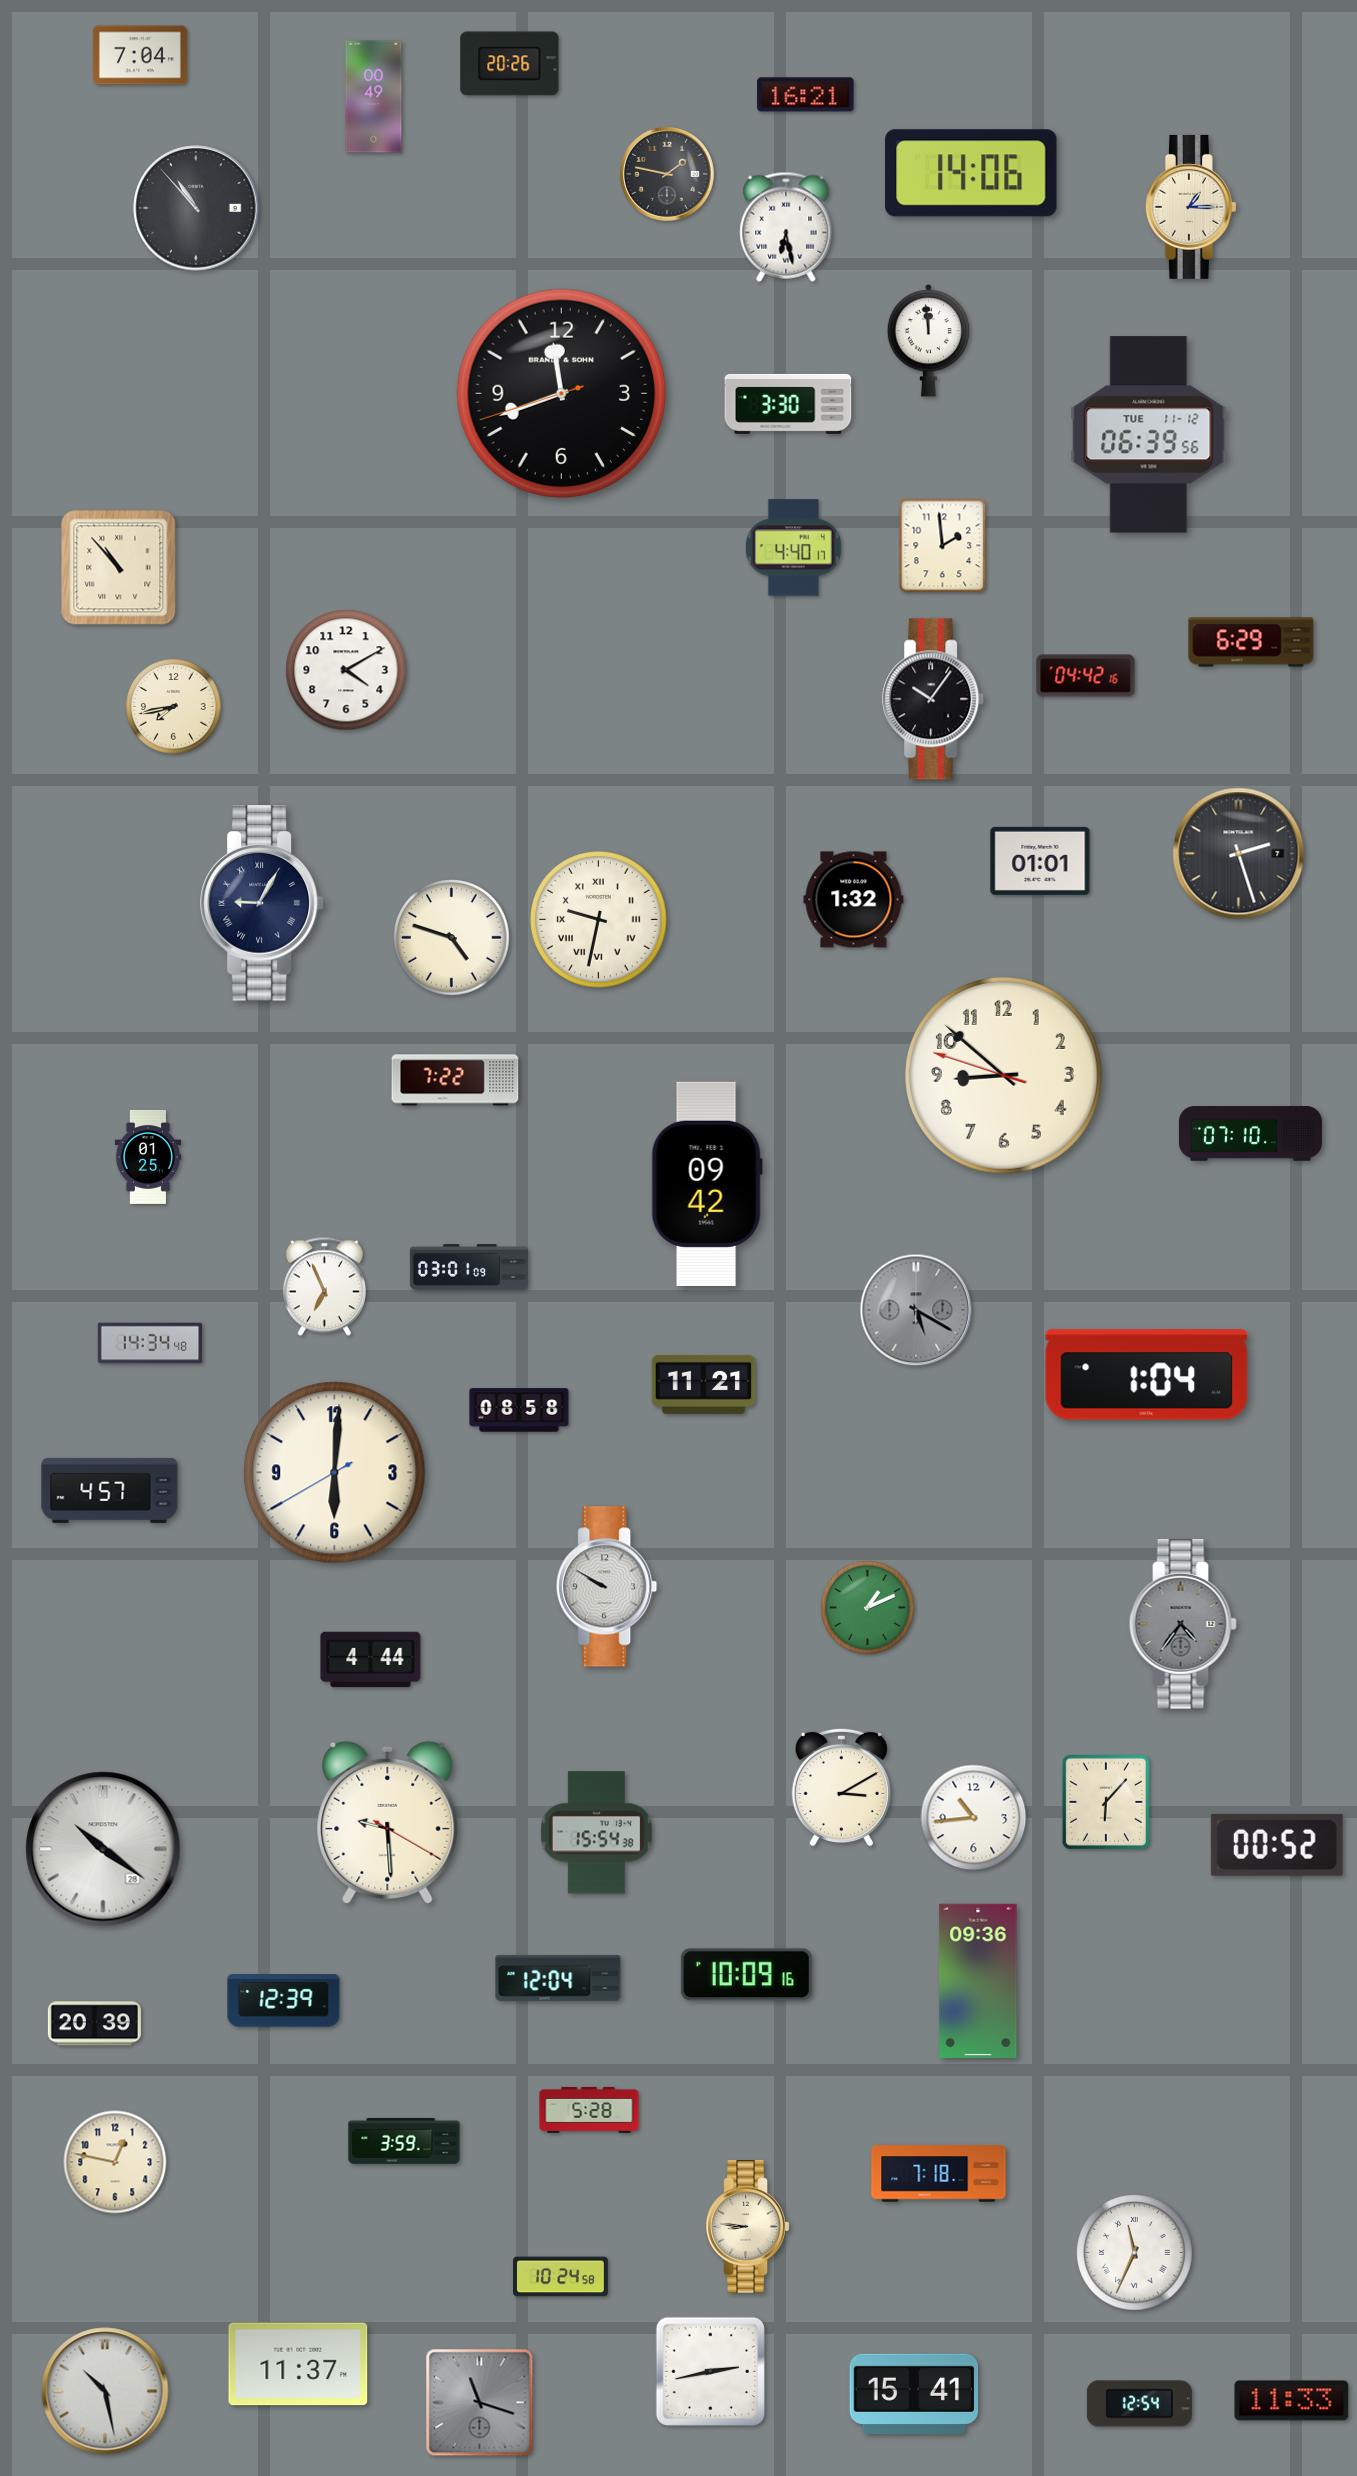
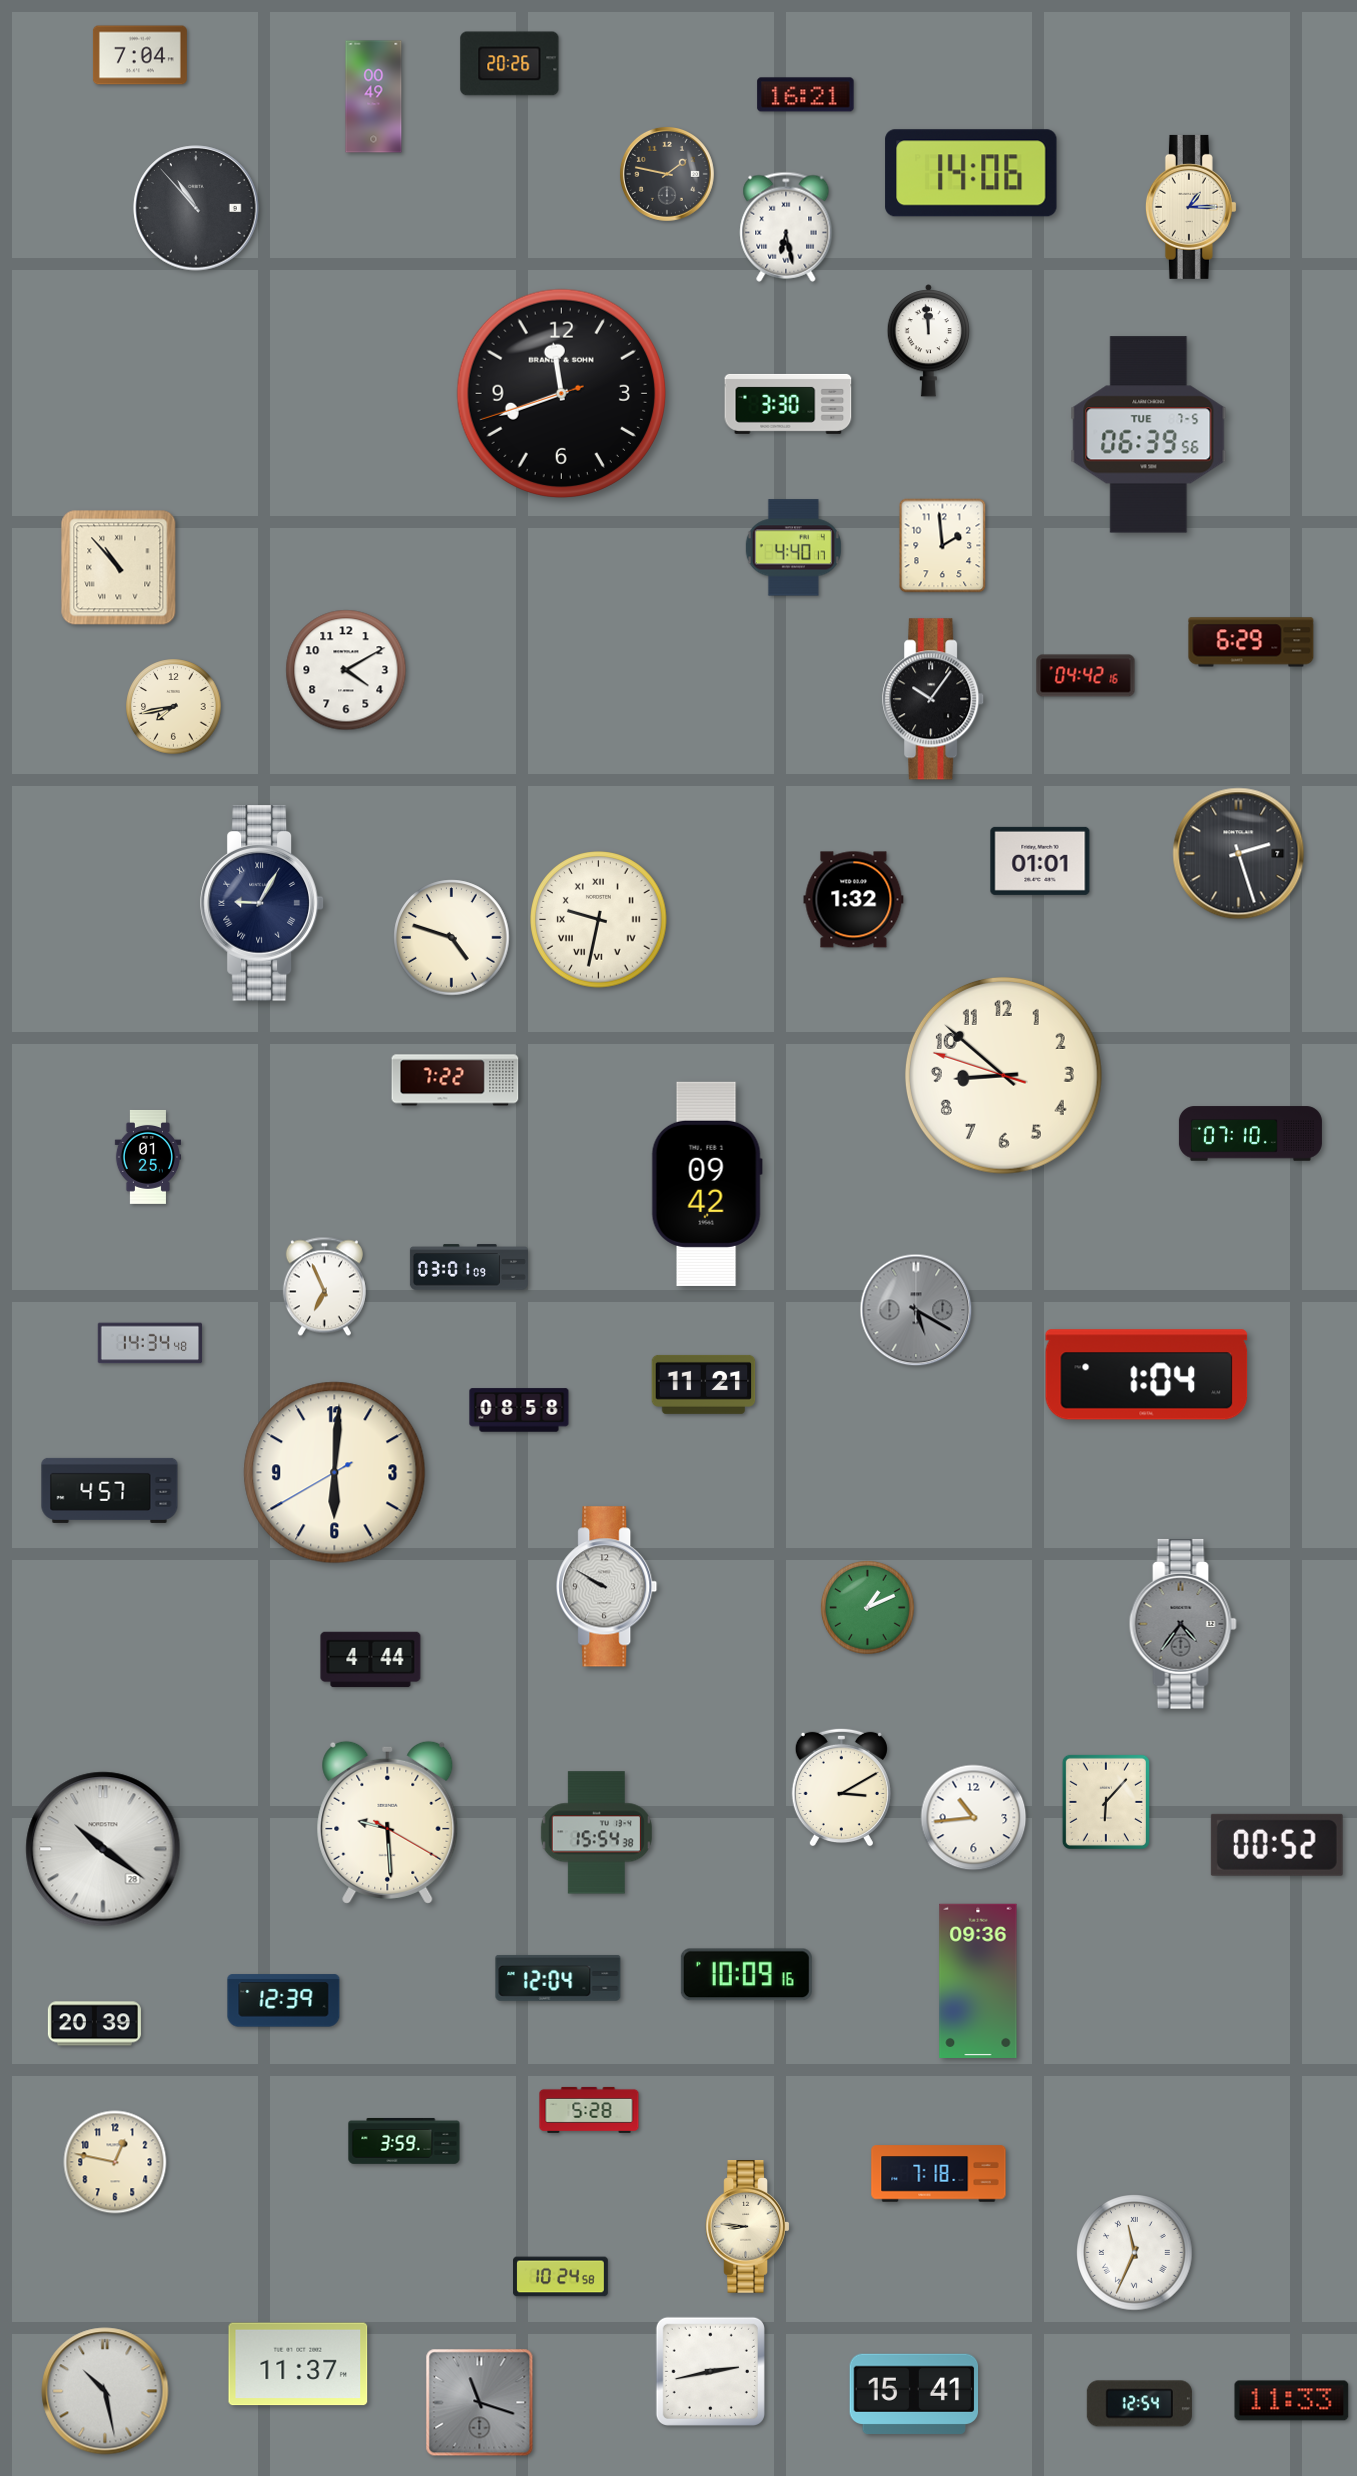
clock at (1149, 435) date: TUE 11-12 -> TUE 7-5
